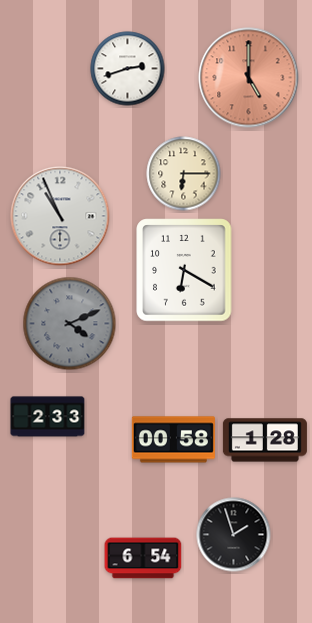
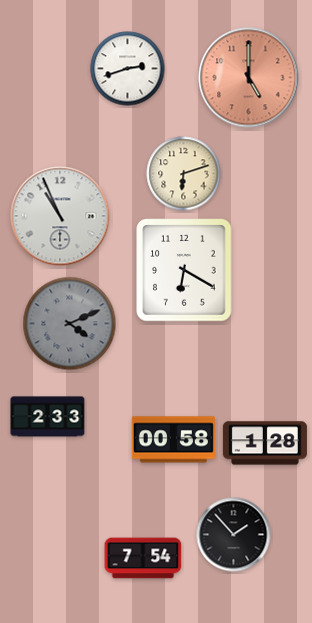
clock at (184, 174): 6:15 -> 6:12
clock at (265, 440) position: (265, 440) -> (265, 443)
clock at (234, 535): 1:57 -> 1:53
clock at (143, 558): 6:54 -> 7:54
